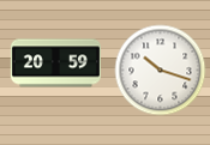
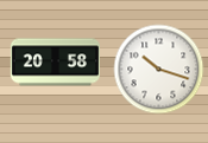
clock at (55, 64): 20:59 -> 20:58
